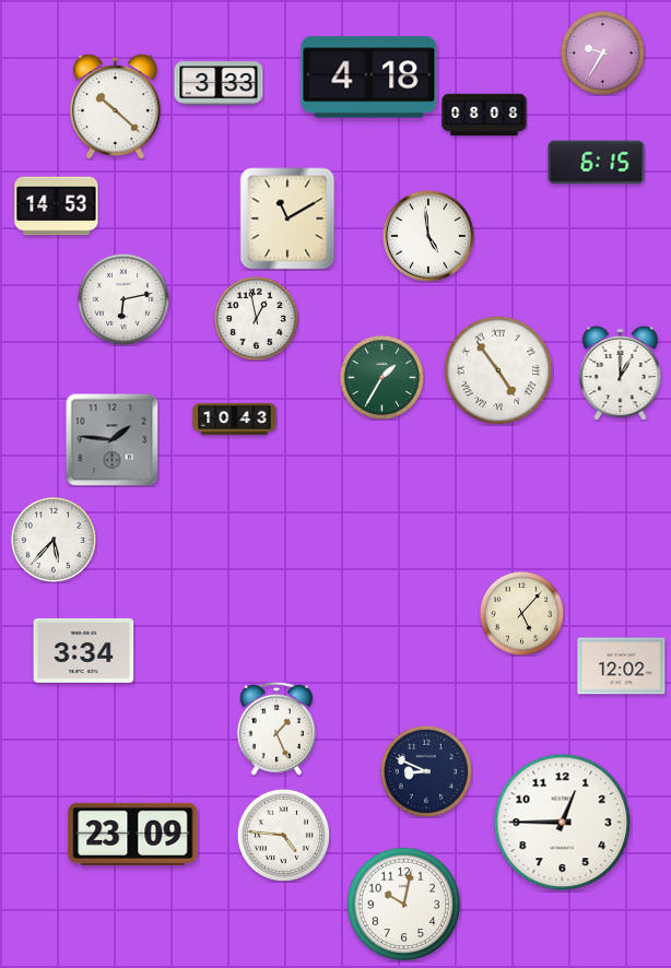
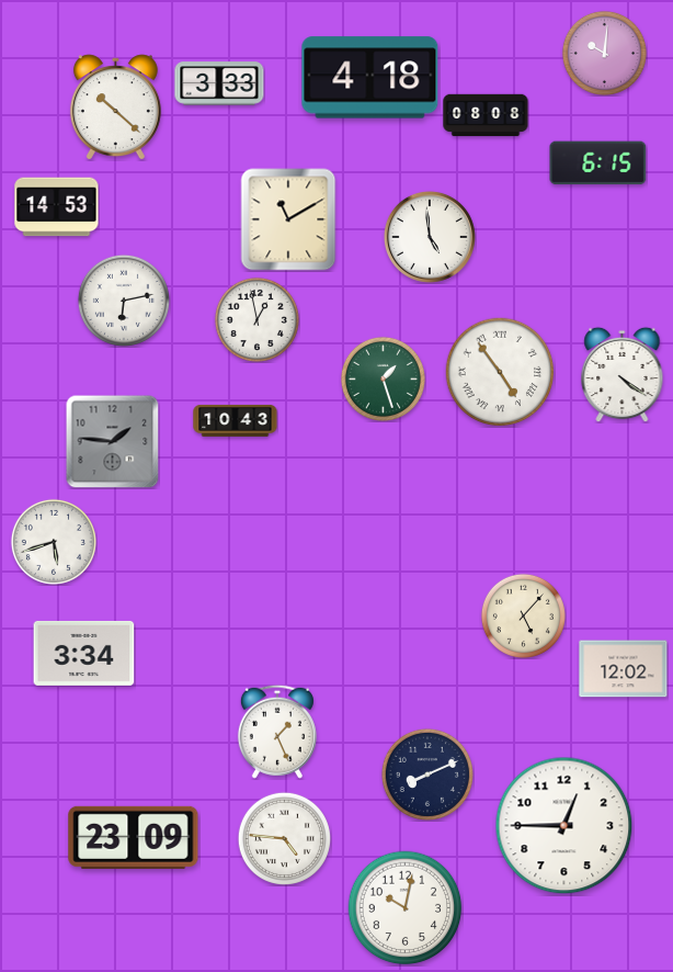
clock at (602, 52): 9:35 -> 10:01
clock at (621, 373): 1:00 -> 4:21
clock at (381, 377): 1:35 -> 1:27
clock at (54, 540): 5:37 -> 5:42
clock at (426, 771): 8:49 -> 8:11
